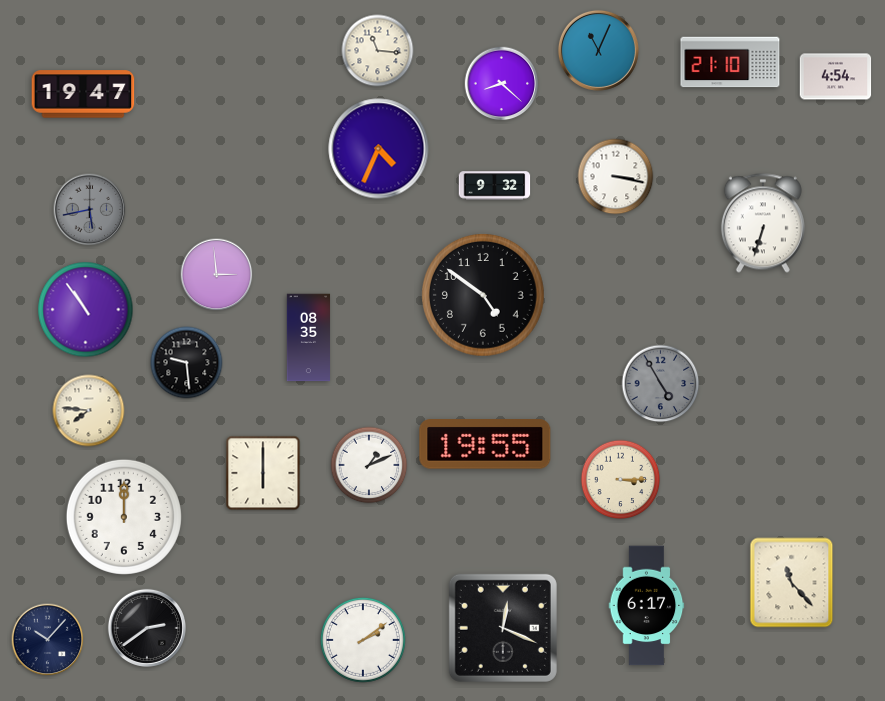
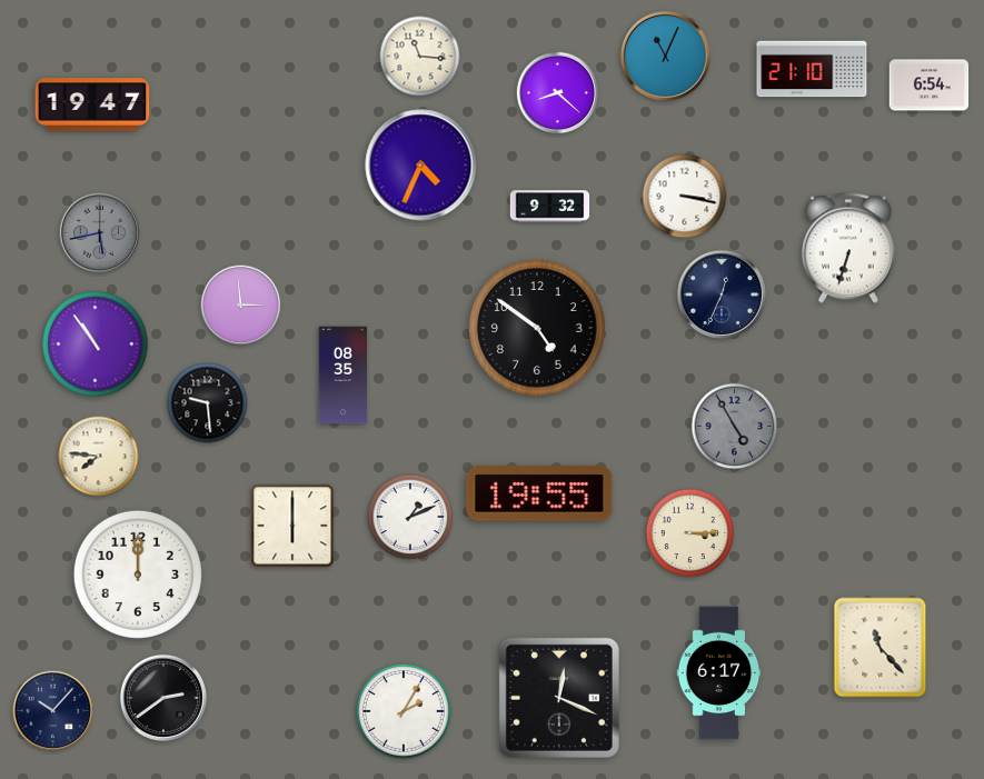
clock at (836, 77): 4:54 -> 6:54
clock at (722, 294): none -> 12:34
clock at (363, 640): 2:09 -> 2:05
